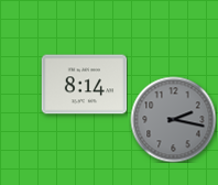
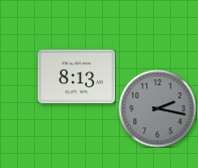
clock at (84, 85): 8:14 -> 8:13
